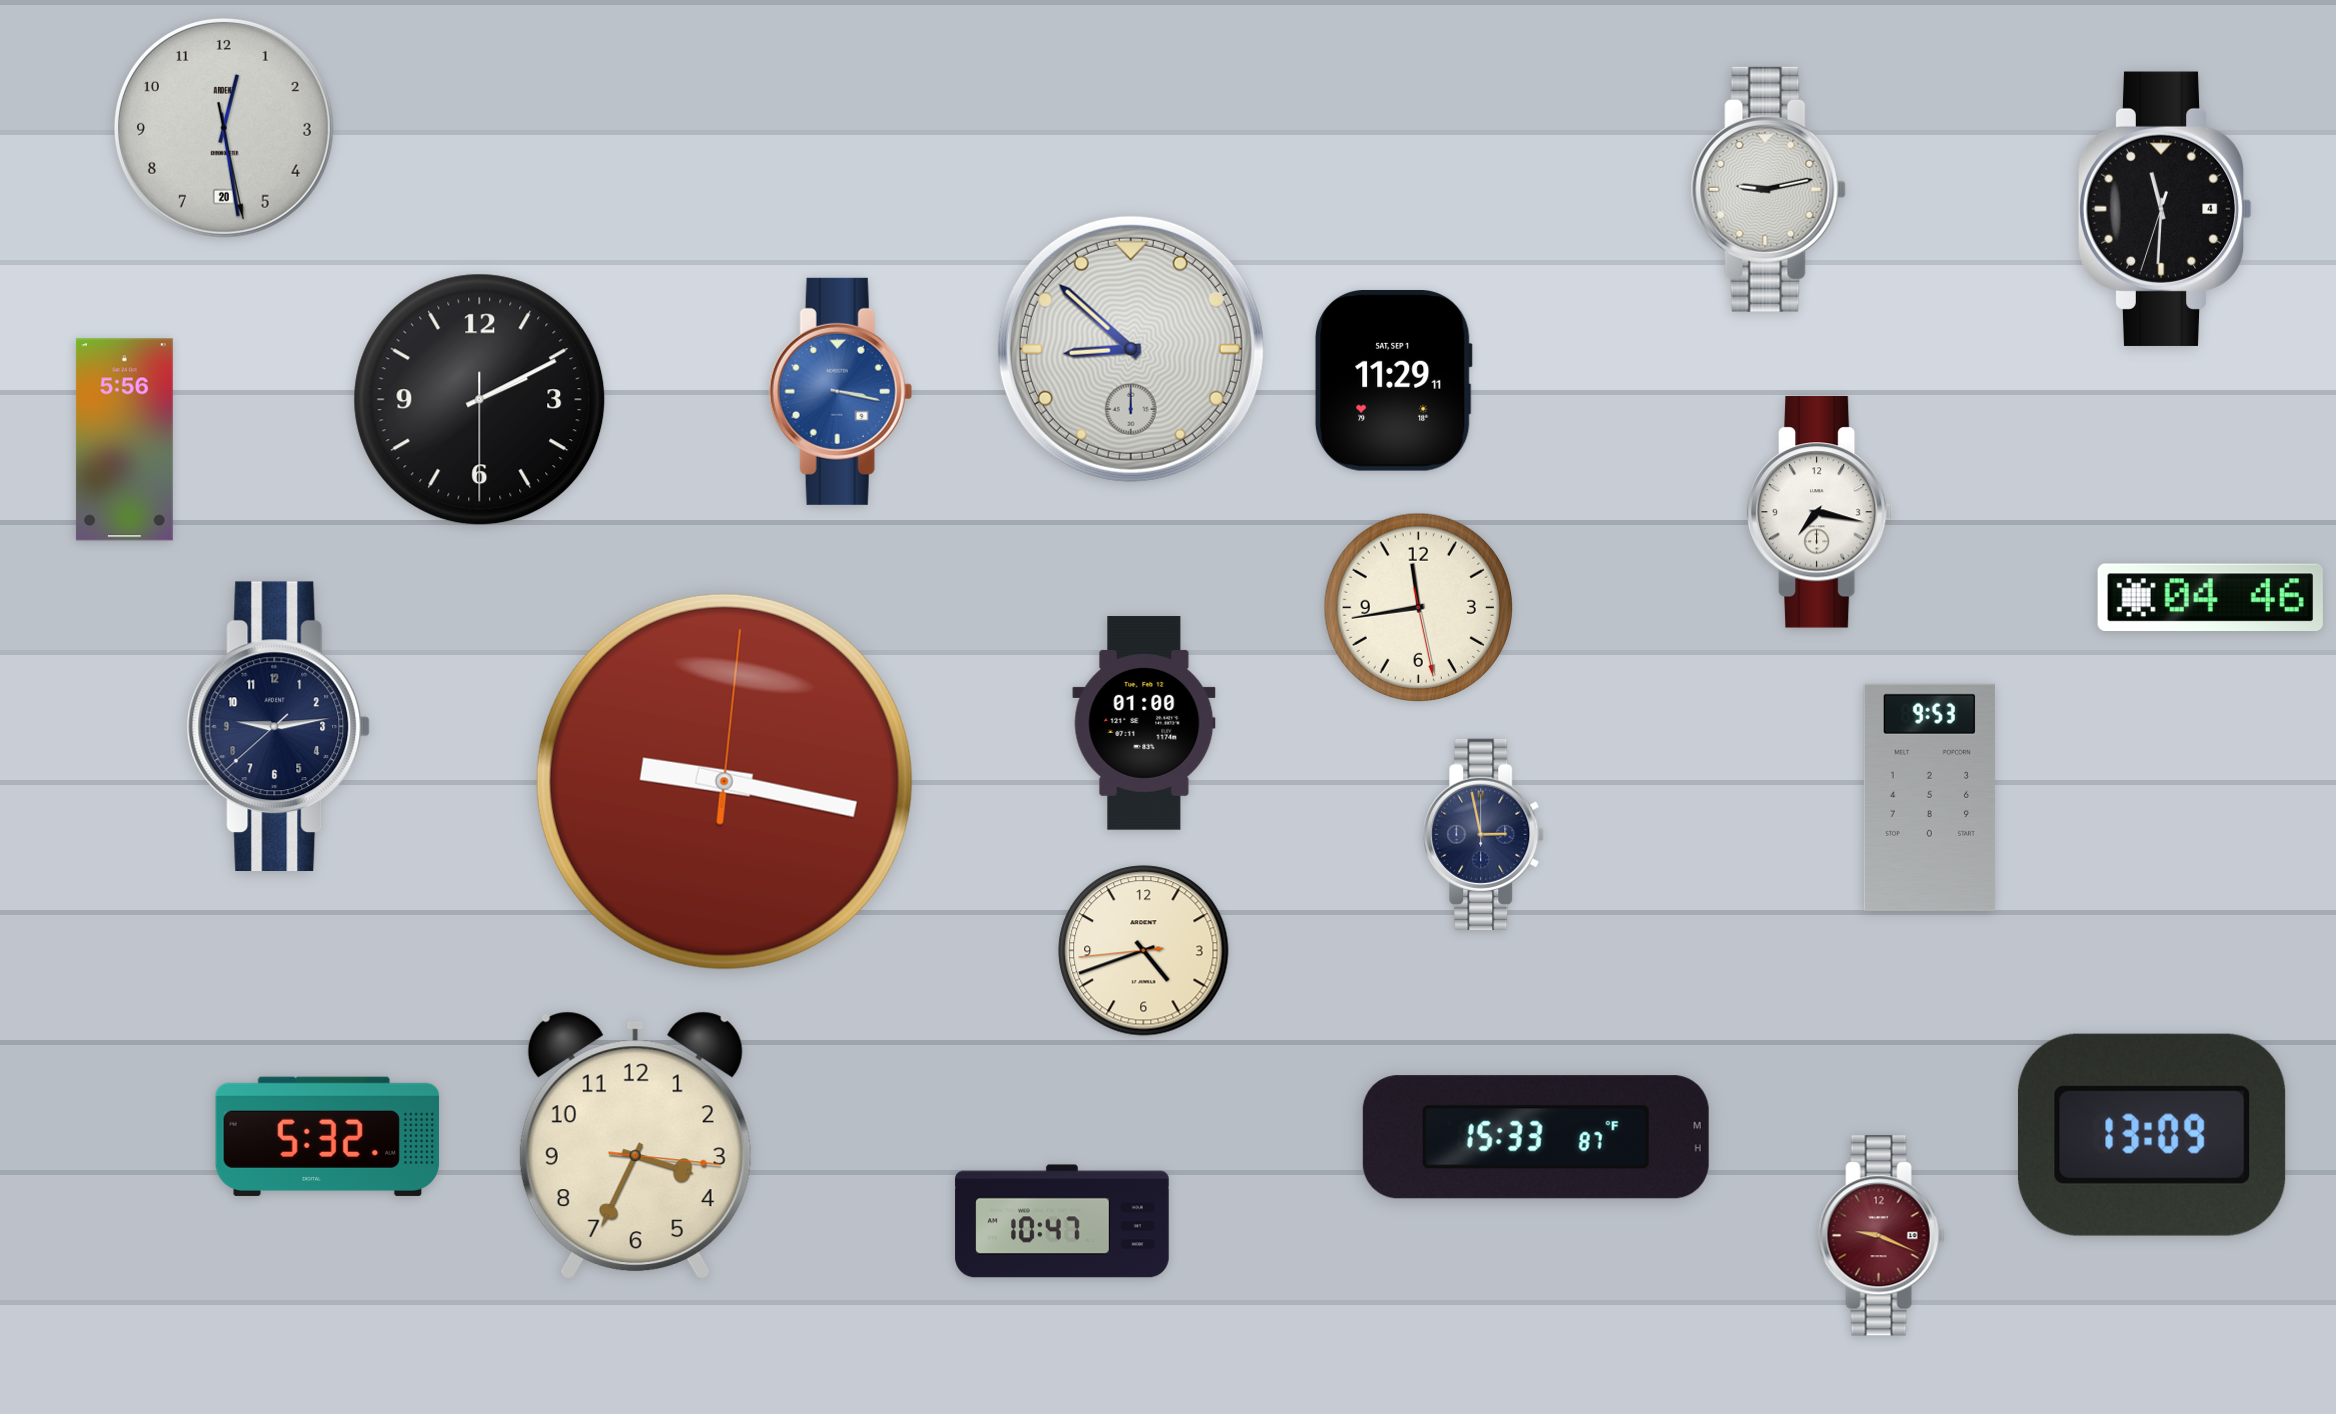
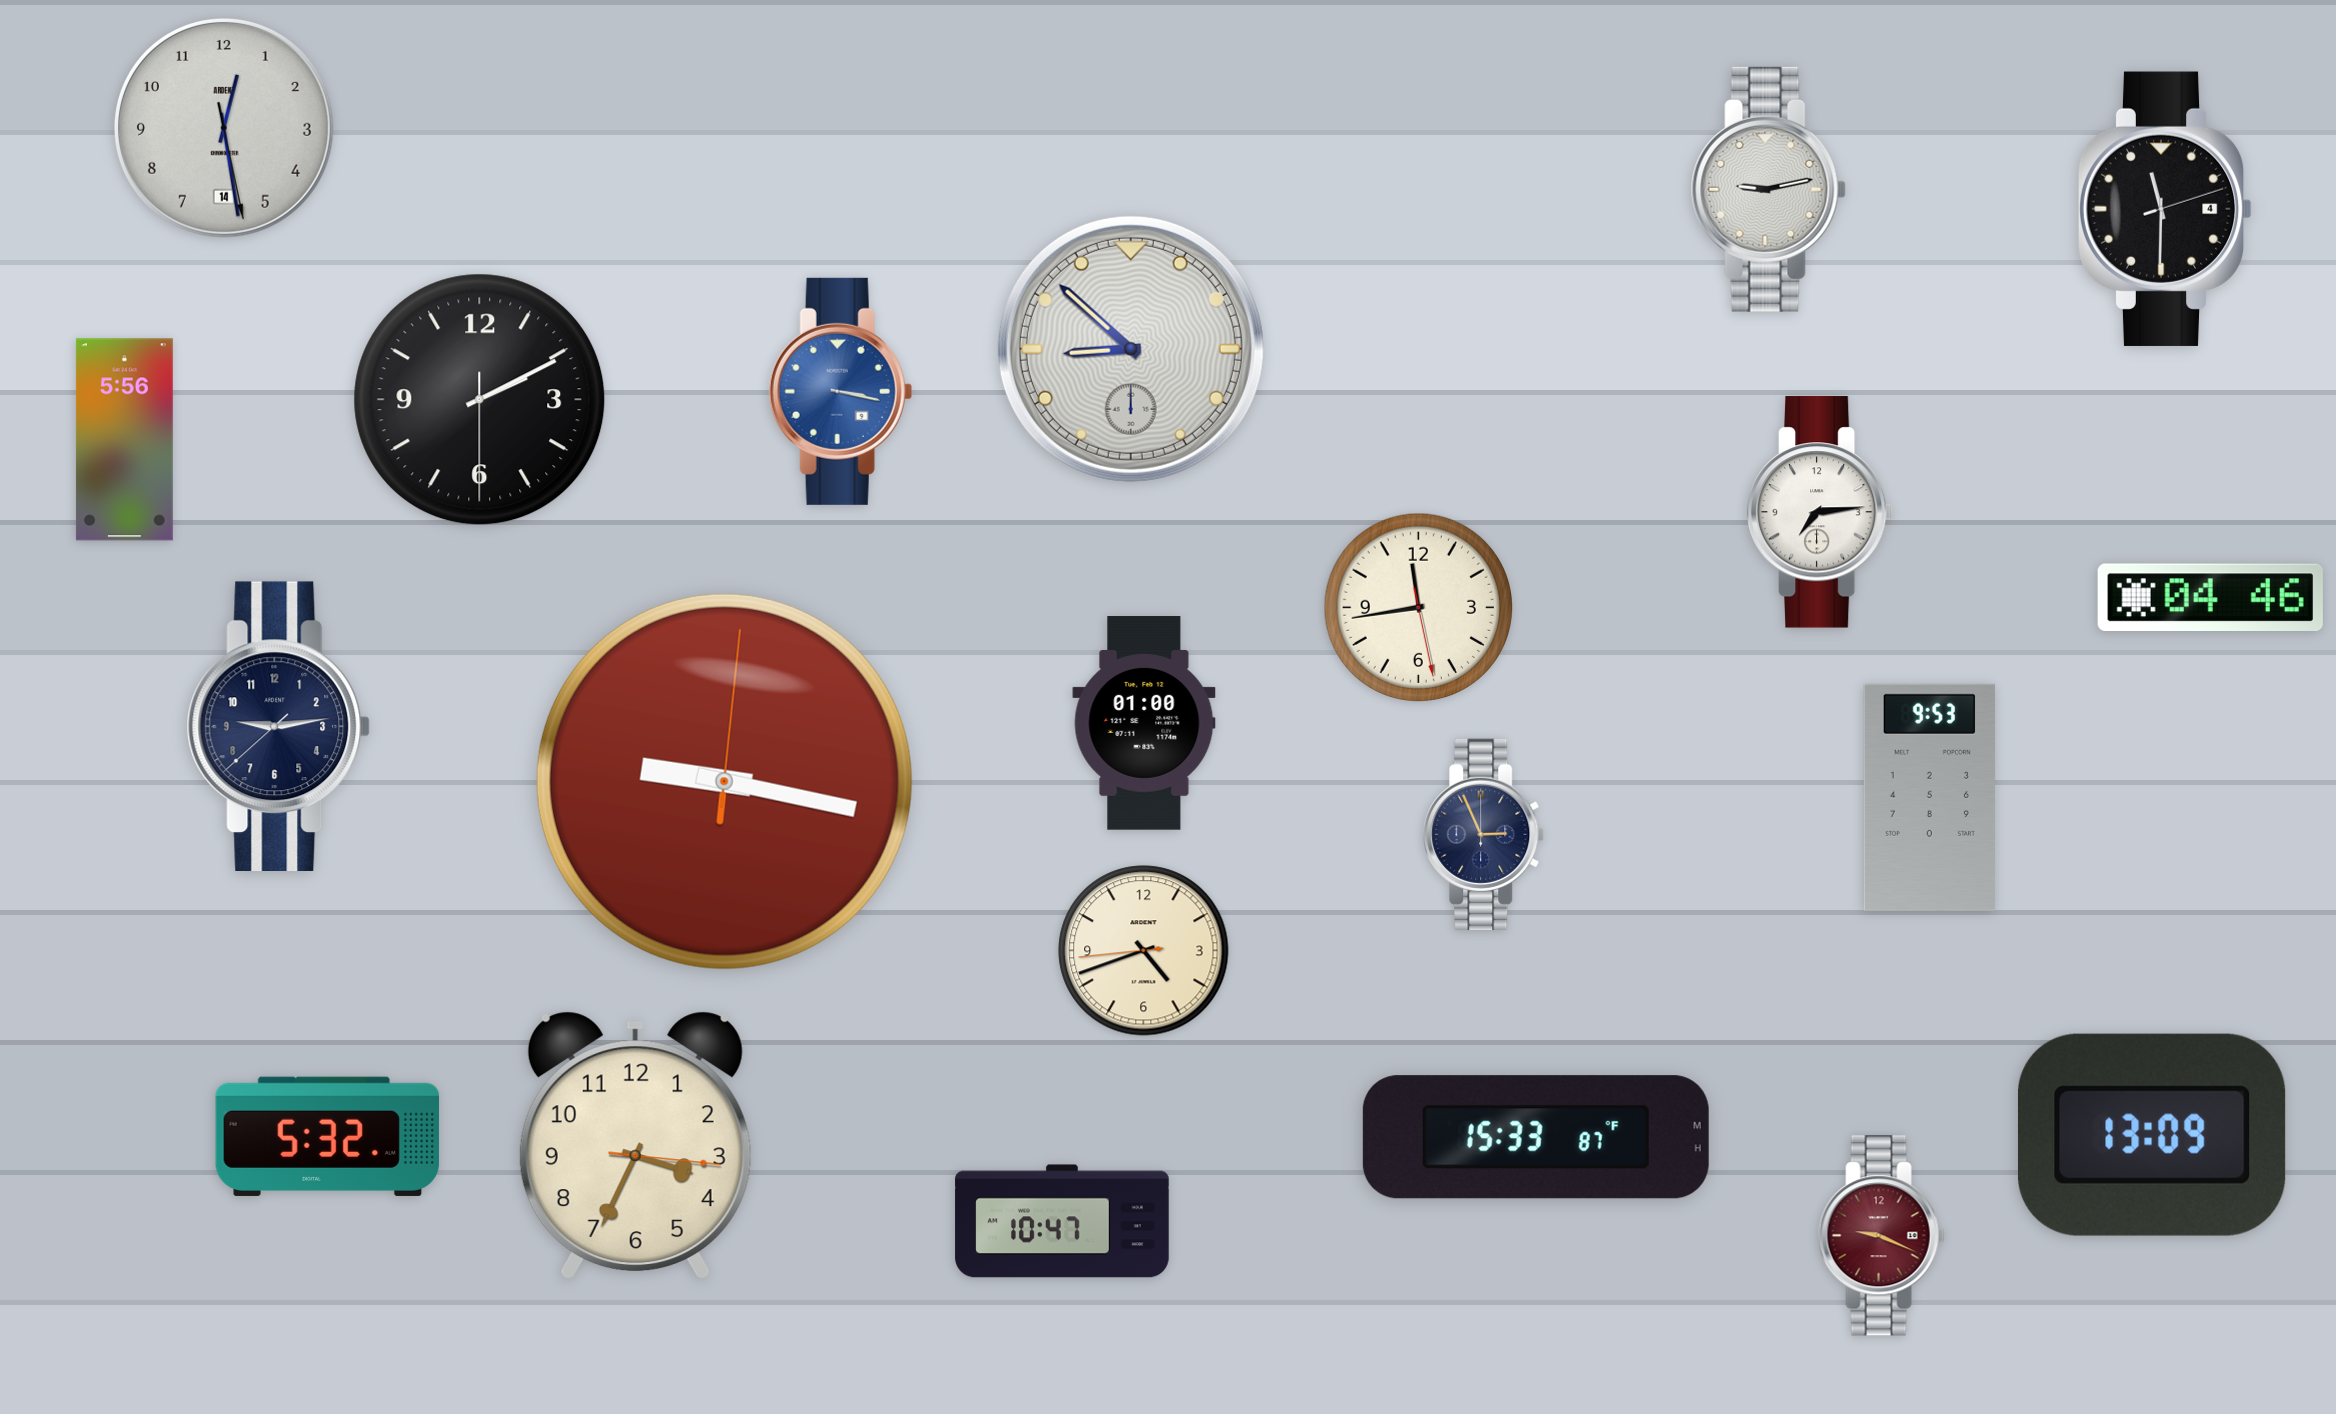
clock at (224, 128) date: 20 -> 14
clock at (2165, 209): 11:30:33 -> 11:30:12
clock at (1393, 381): 11:29 -> none
clock at (1820, 512): 7:17 -> 7:14
clock at (1484, 834): 2:58 -> 2:56
